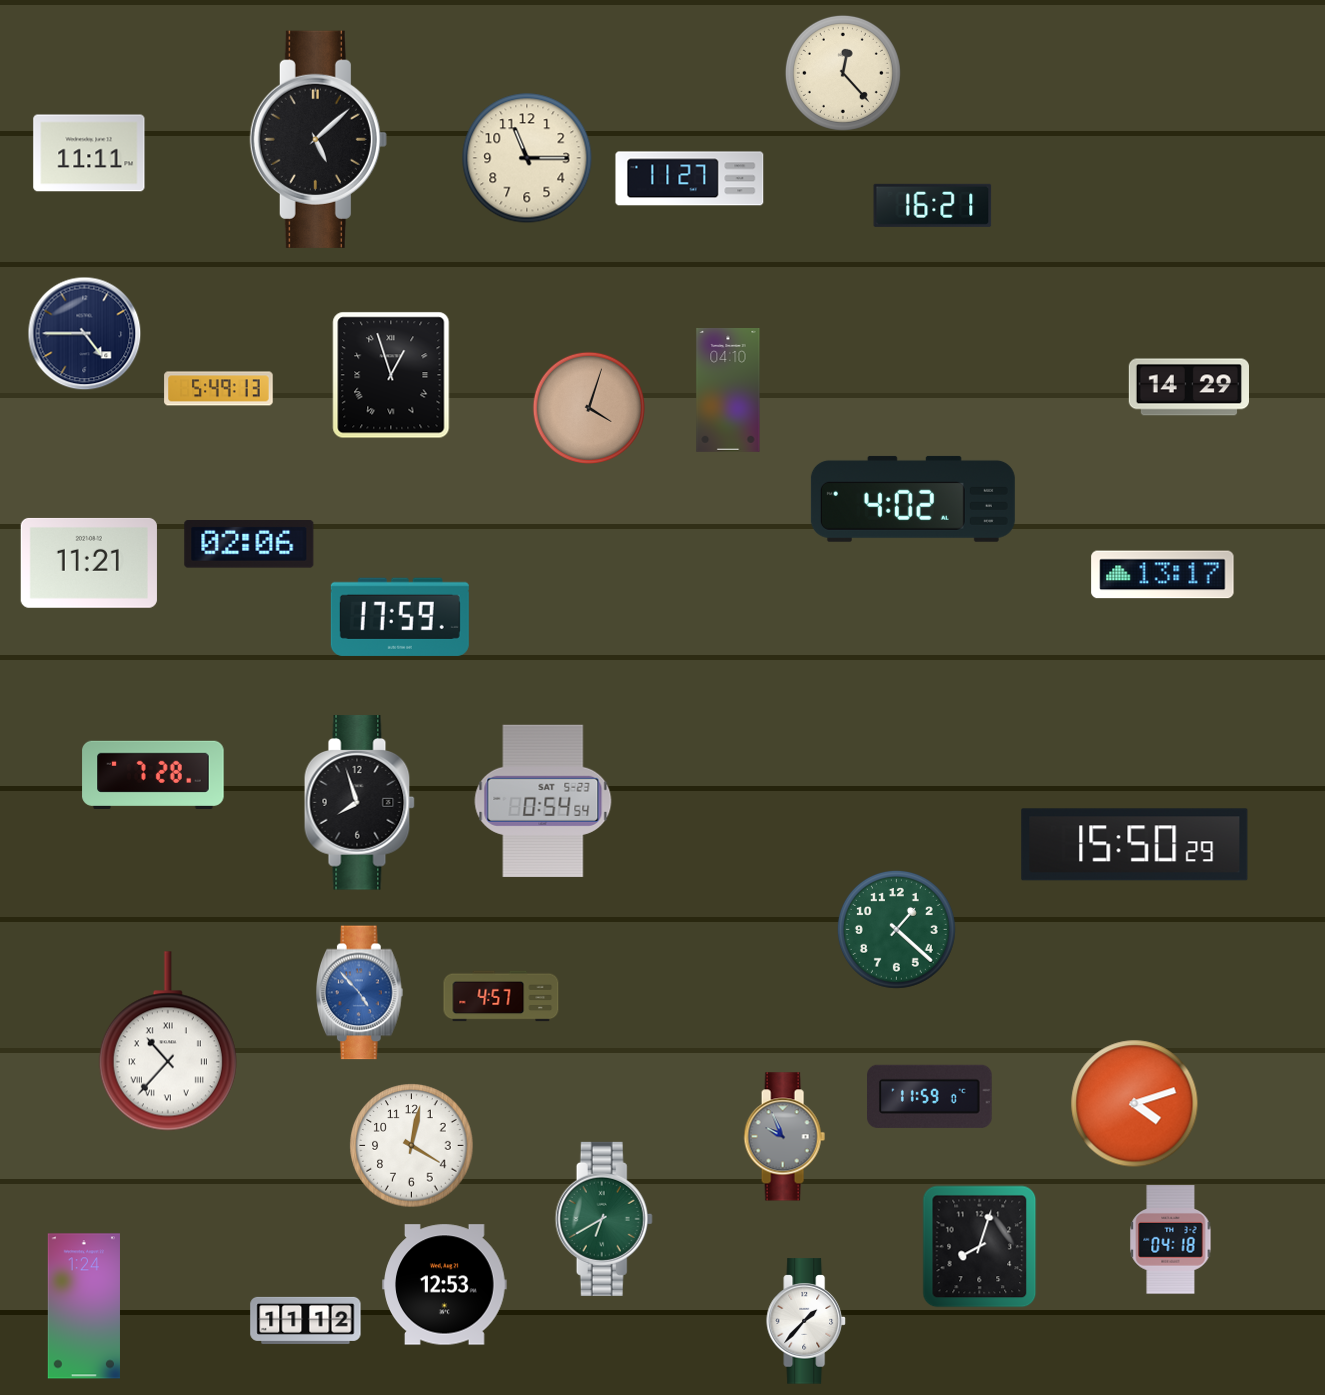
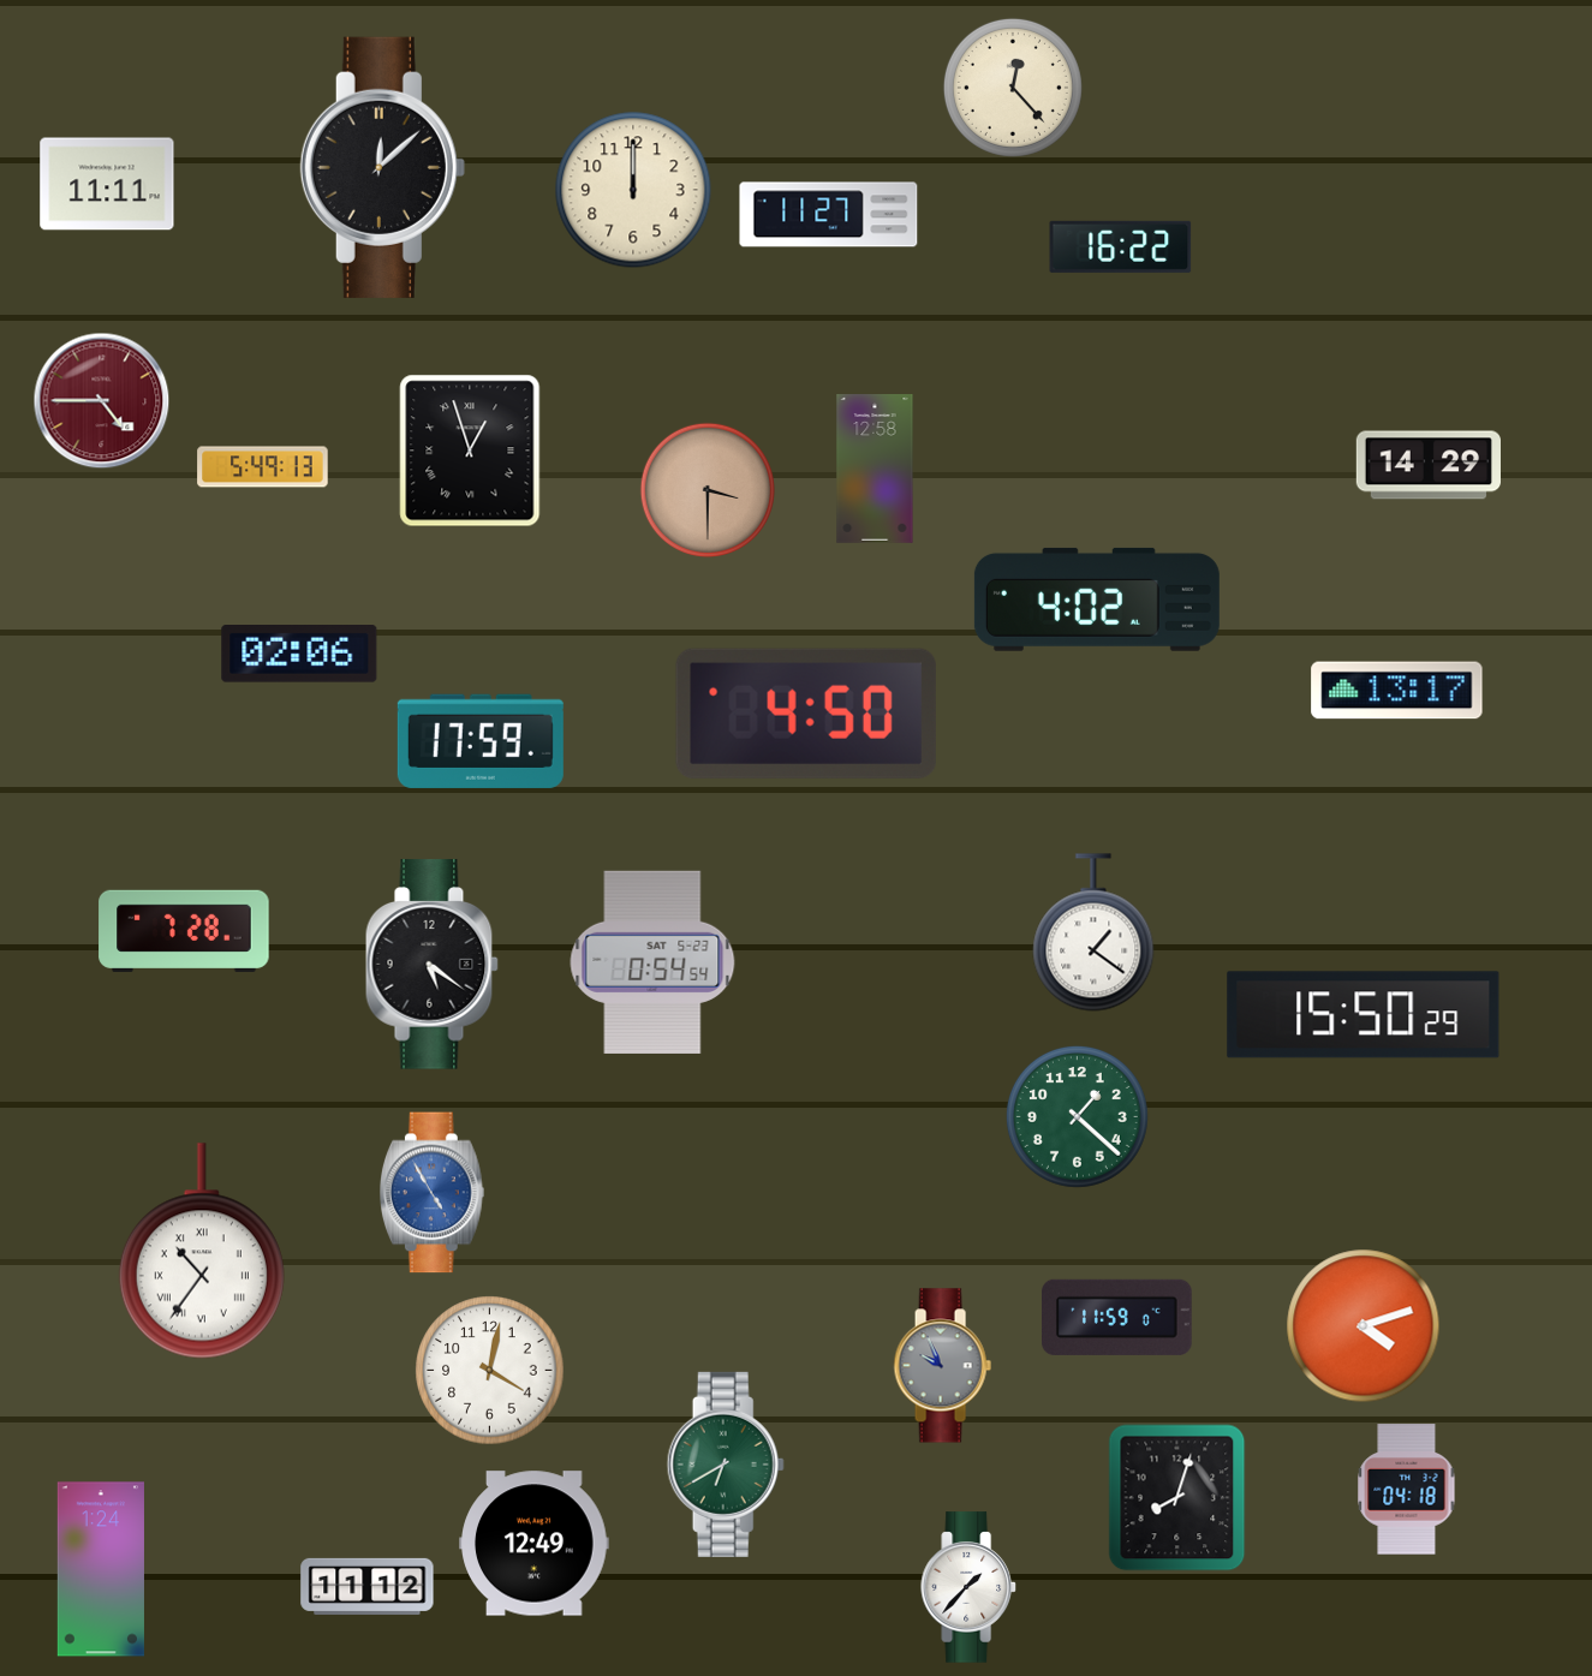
clock at (318, 139): 5:08 -> 12:08
clock at (527, 158): 11:15 -> 12:00
clock at (933, 205): 16:21 -> 16:22
clock at (85, 334) dial: navy -> burgundy
clock at (728, 391): 04:10 -> 12:58
clock at (588, 407): 4:03 -> 3:30
clock at (89, 563): 11:21 -> none
clock at (806, 714): none -> 4:50
clock at (1093, 932): none -> 1:21
clock at (359, 803): 7:57 -> 5:21
clock at (360, 993): 4:53 -> 4:55
clock at (501, 996): 4:57 -> none
clock at (168, 1041): 10:37 -> 10:36
clock at (412, 1146) position: (412, 1146) -> (490, 1371)
clock at (445, 1285): 12:53 -> 12:49
